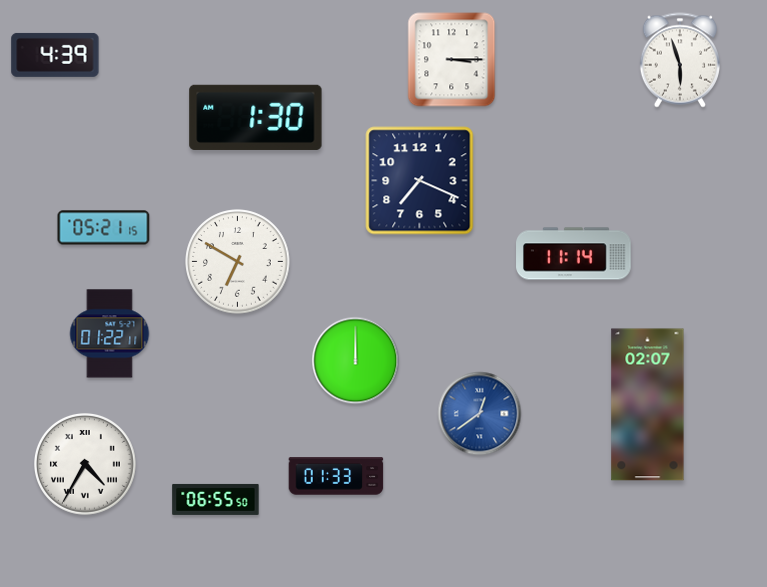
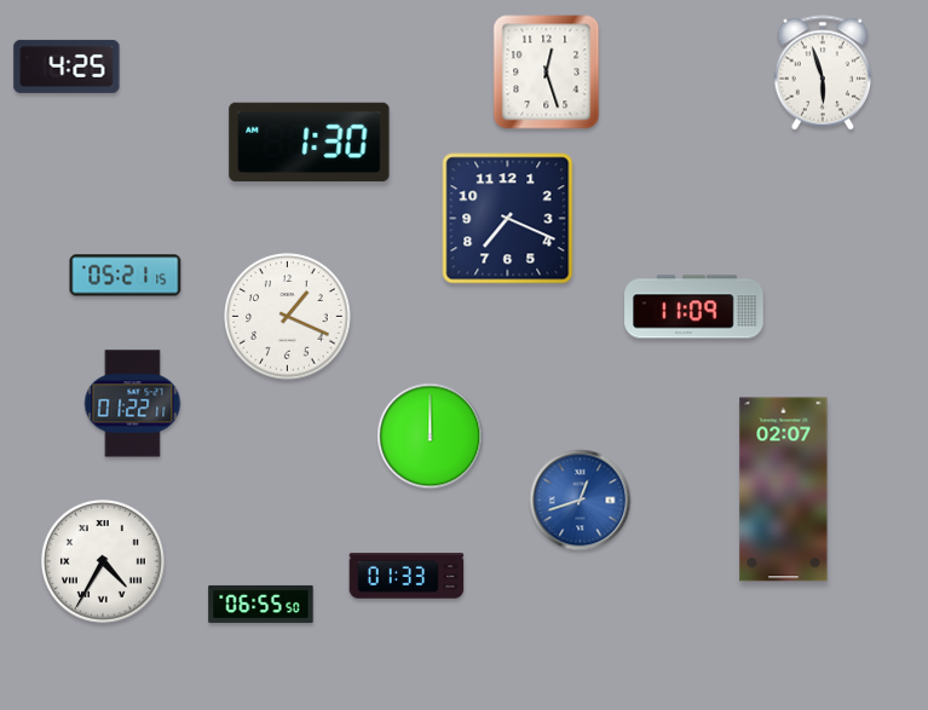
clock at (55, 55): 4:39 -> 4:25
clock at (452, 60): 3:15 -> 12:27
clock at (574, 254): 11:14 -> 11:09
clock at (238, 262): 6:50 -> 1:19
clock at (480, 414): 12:39 -> 12:42
